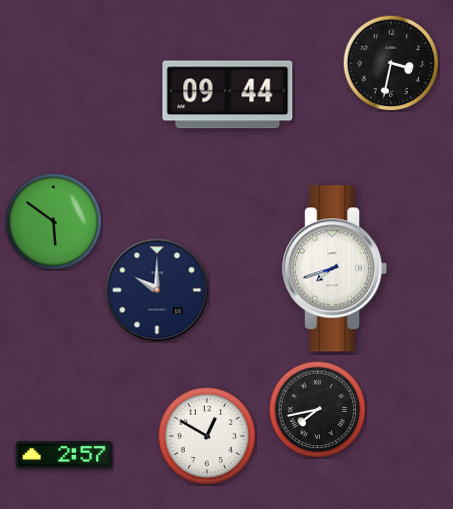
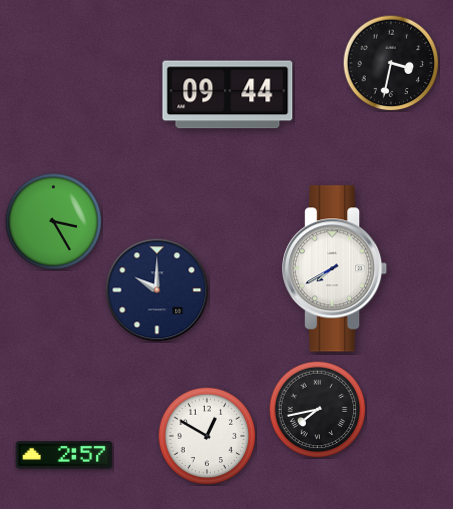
clock at (53, 221): 5:51 -> 3:25
clock at (336, 269): 7:42 -> 7:40
